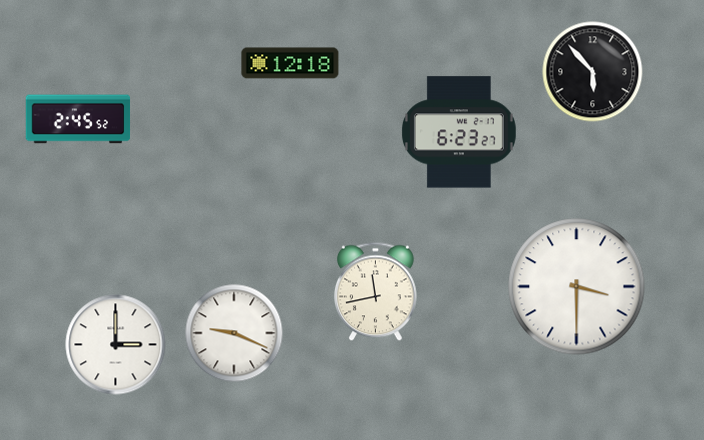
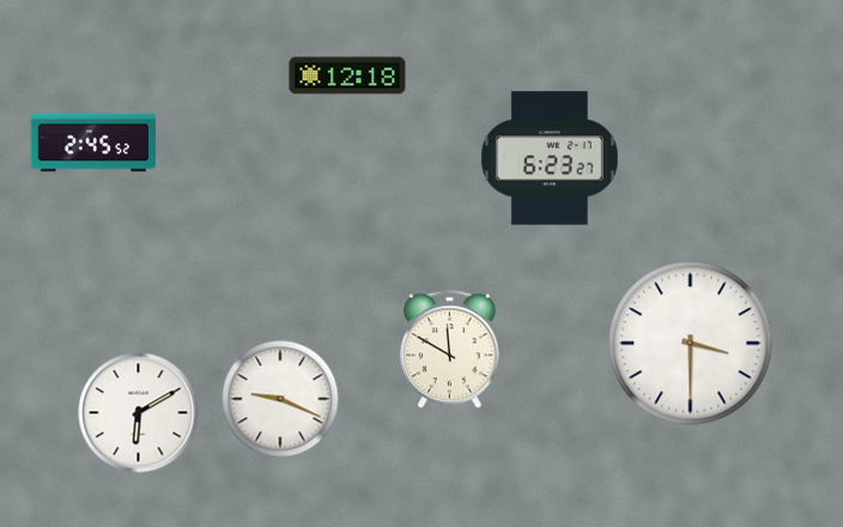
clock at (593, 72): 5:53 -> none
clock at (375, 292): 11:43 -> 11:50
clock at (116, 345): 3:00 -> 6:10
